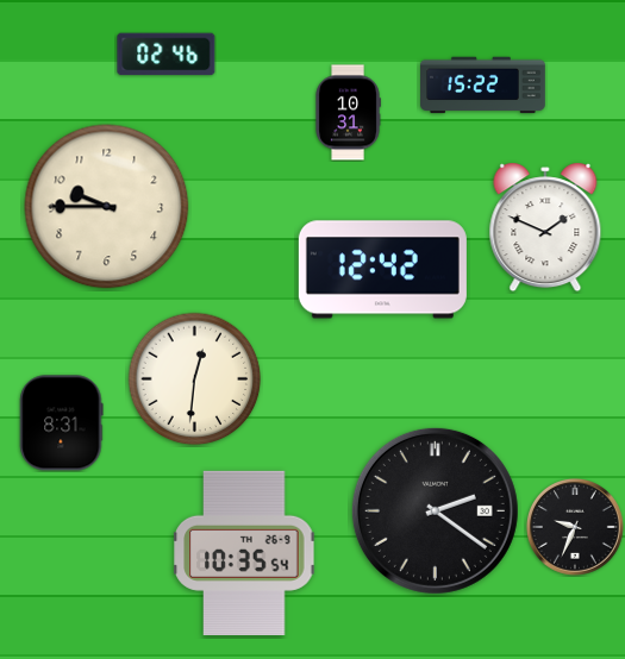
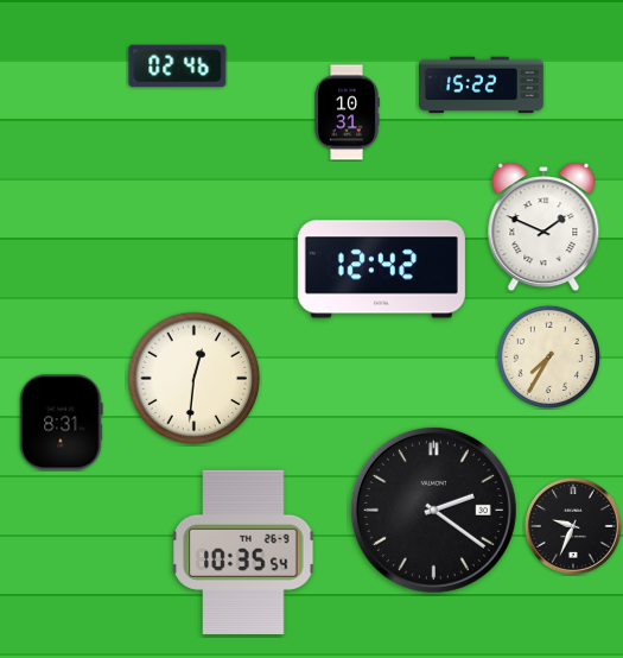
clock at (167, 55) position: (167, 55) -> (178, 67)
clock at (107, 207): 9:45 -> none
clock at (548, 356): none -> 7:35
